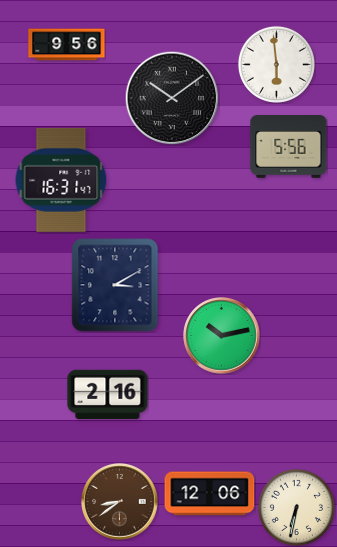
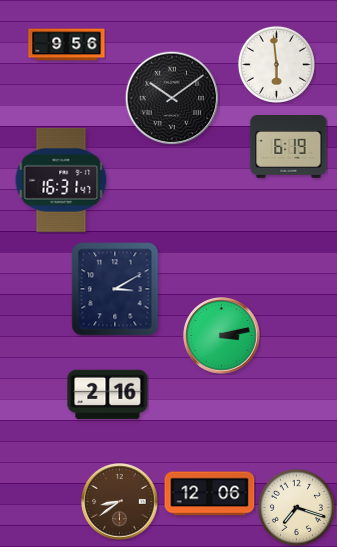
clock at (289, 147): 5:56 -> 6:19
clock at (115, 285) position: (115, 285) -> (115, 289)
clock at (222, 336): 10:13 -> 3:13
clock at (296, 507): 6:32 -> 7:18
